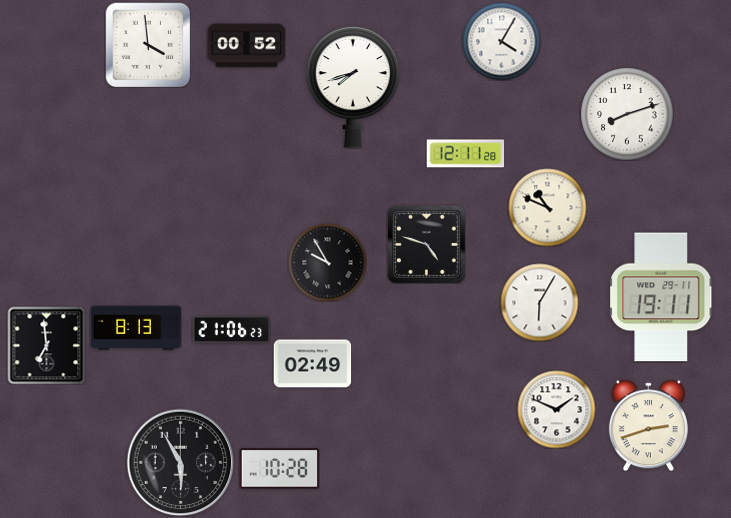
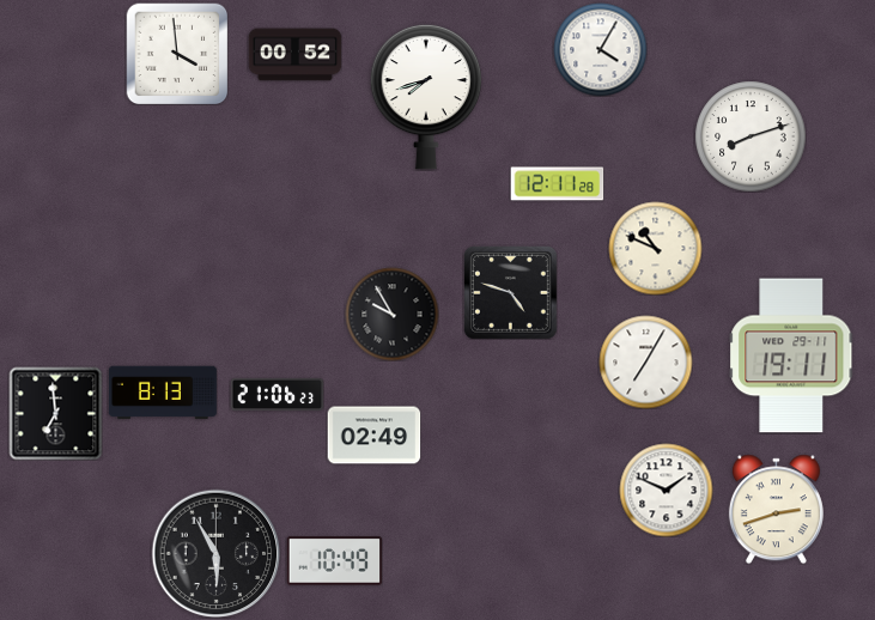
clock at (353, 87) position: (353, 87) -> (426, 97)
clock at (539, 302): 6:05 -> 7:05
clock at (279, 469): 10:28 -> 10:49
